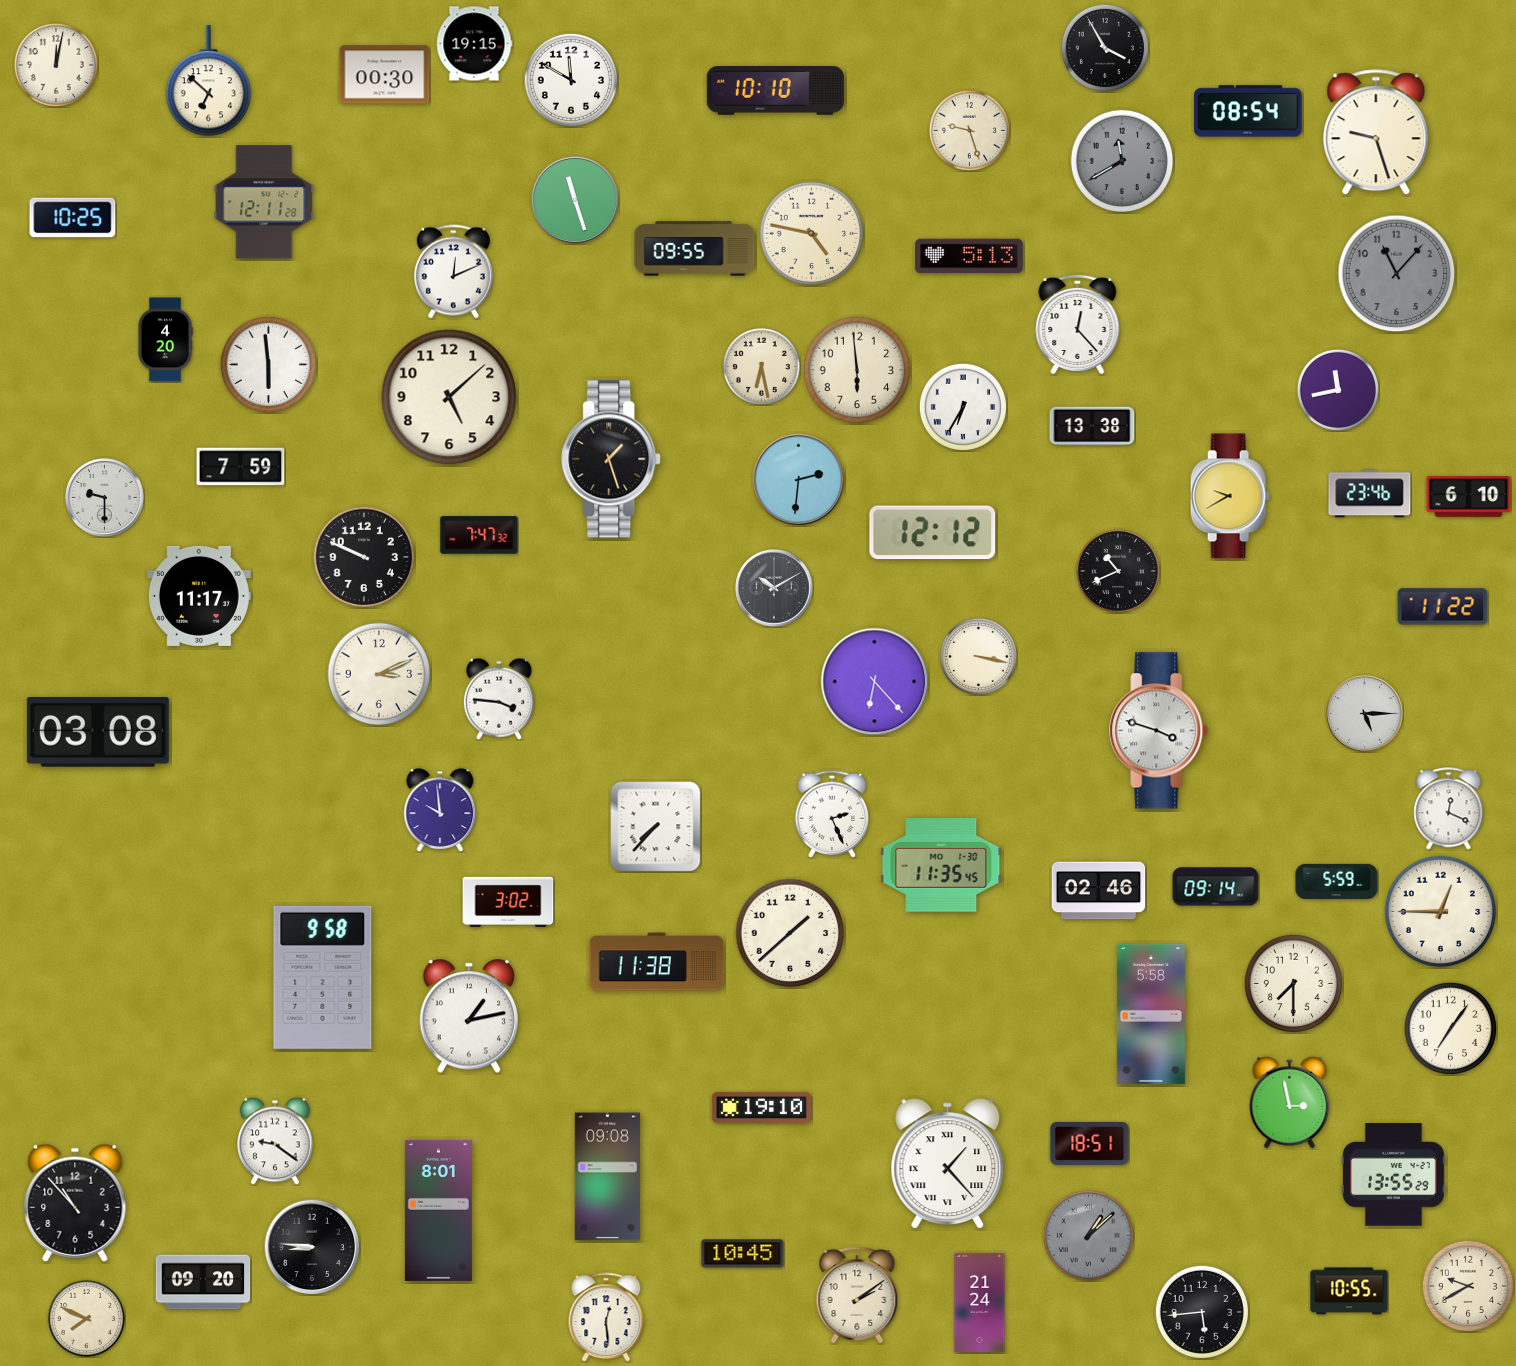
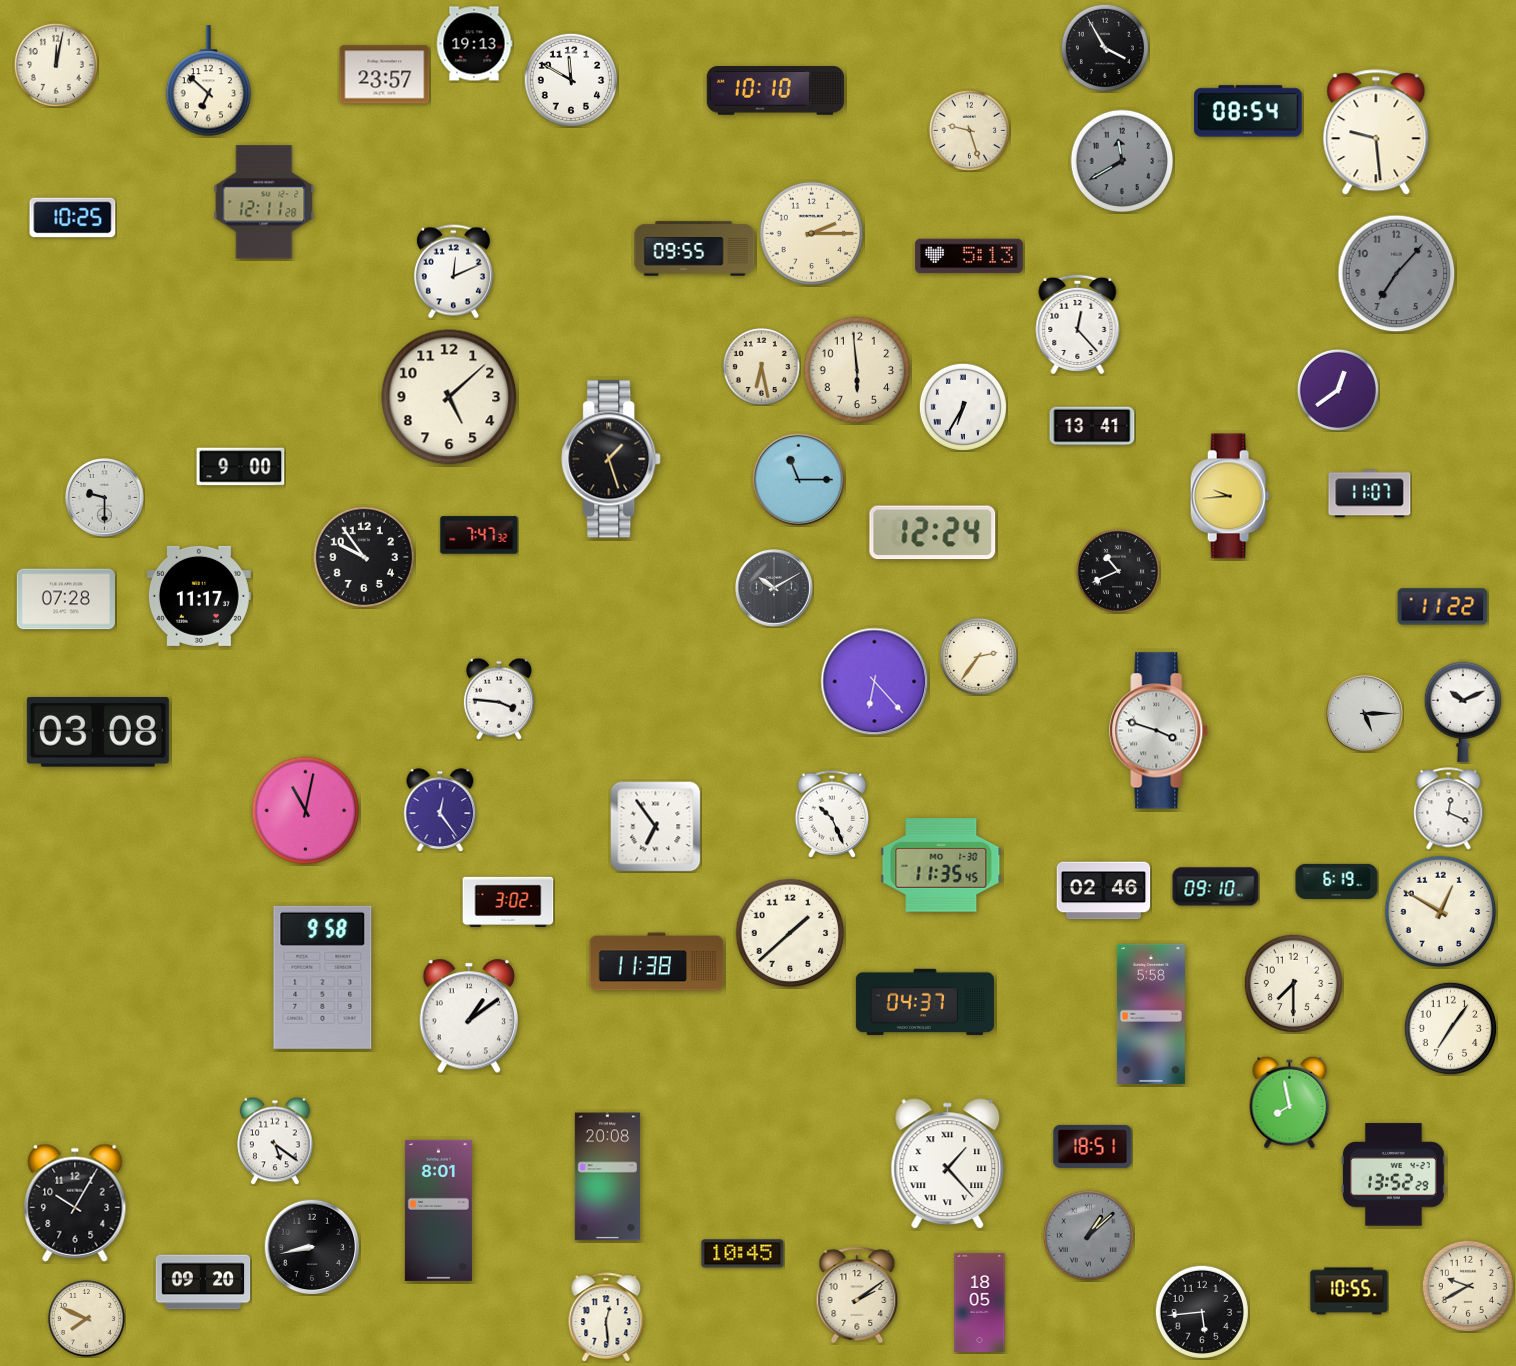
clock at (474, 44): 19:15 -> 19:13
clock at (385, 75): 00:30 -> 23:57
clock at (1376, 133): 9:27 -> 9:29
clock at (575, 200): 11:27 -> none
clock at (812, 234): 4:47 -> 2:15
clock at (1397, 274): 11:07 -> 7:07
clock at (165, 340): 4:20 -> none
clock at (268, 364): 5:59 -> none
clock at (1338, 390): 11:43 -> 12:39
clock at (1092, 426): 13:38 -> 13:41
clock at (241, 467): 7:59 -> 9:00
clock at (798, 479): 2:31 -> 11:15
clock at (1370, 494): 23:46 -> 11:07
clock at (1230, 496): 9:40 -> 9:44
clock at (1469, 497): 6:10 -> none
clock at (933, 533): 12:12 -> 12:24
clock at (364, 557): 9:49 -> 9:54
clock at (66, 599): none -> 07:28
clock at (978, 656): 3:17 -> 2:36
clock at (379, 674): 3:11 -> none
clock at (1462, 712): none -> 10:11
clock at (440, 810): 9:59 -> 12:24
clock at (306, 811): none -> 11:02
clock at (832, 814): 2:26 -> 10:26
clock at (656, 827): 7:37 -> 6:54
clock at (1337, 881): 5:59 -> 6:19
clock at (1216, 887): 09:14 -> 09:10
clock at (1099, 891) position: (1099, 891) -> (1104, 891)
clock at (1441, 912): 12:45 -> 12:50
clock at (925, 1002): none -> 04:37
clock at (468, 1016): 1:13 -> 1:09
clock at (1290, 1102): 2:58 -> 7:58
clock at (761, 1107): 19:10 -> none
clock at (275, 1141): 9:21 -> 5:21
clock at (1090, 1143) position: (1090, 1143) -> (1093, 1146)
clock at (1393, 1175): 13:55 -> 13:52
clock at (607, 1177): 09:08 -> 20:08
clock at (75, 1203): 10:53 -> 10:05
clock at (312, 1247): 8:46 -> 8:43
clock at (980, 1302): 21:24 -> 18:05
